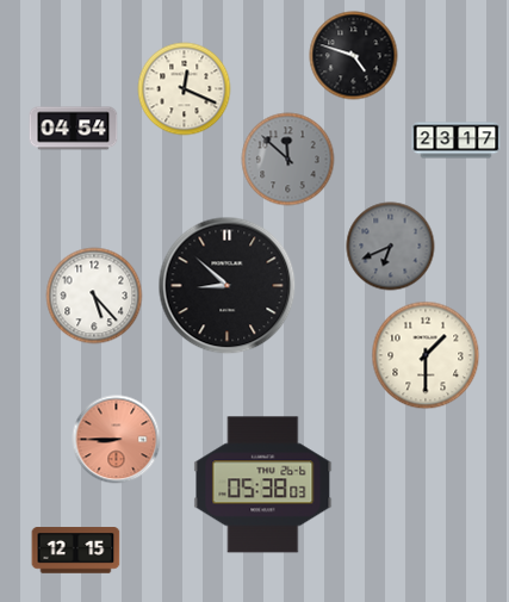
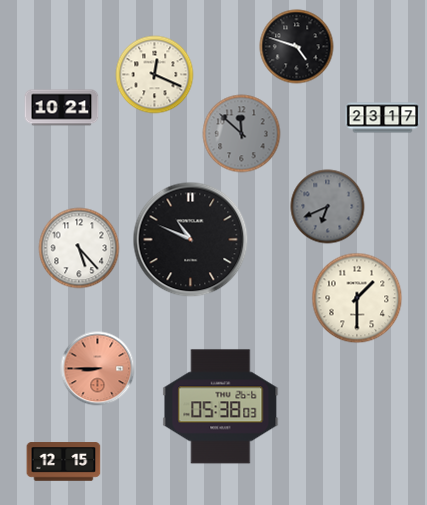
clock at (74, 129): 04:54 -> 10:21
clock at (228, 286): 8:52 -> 10:49
